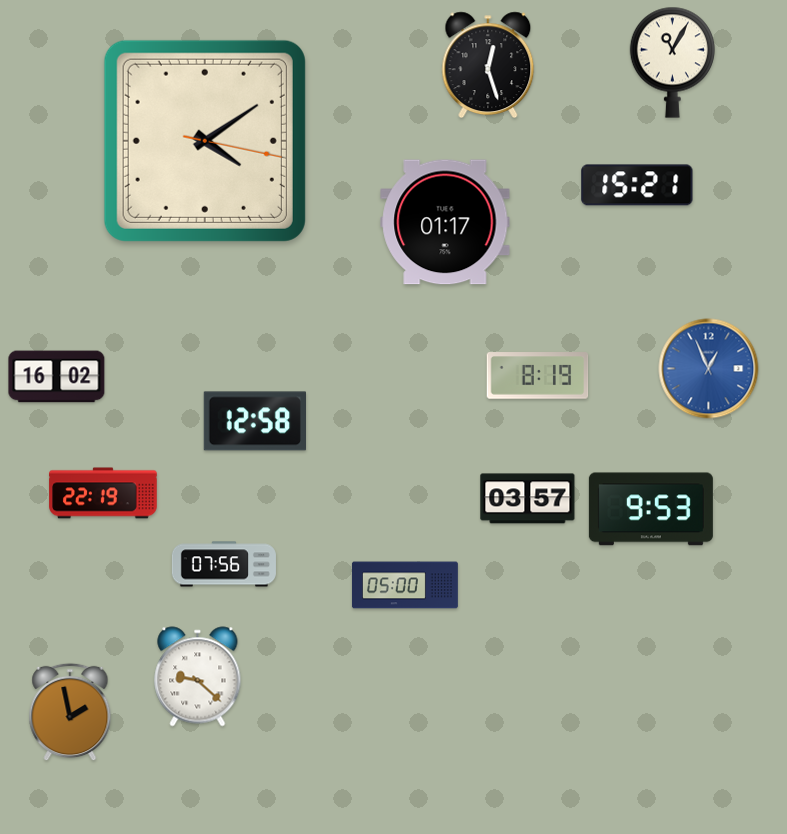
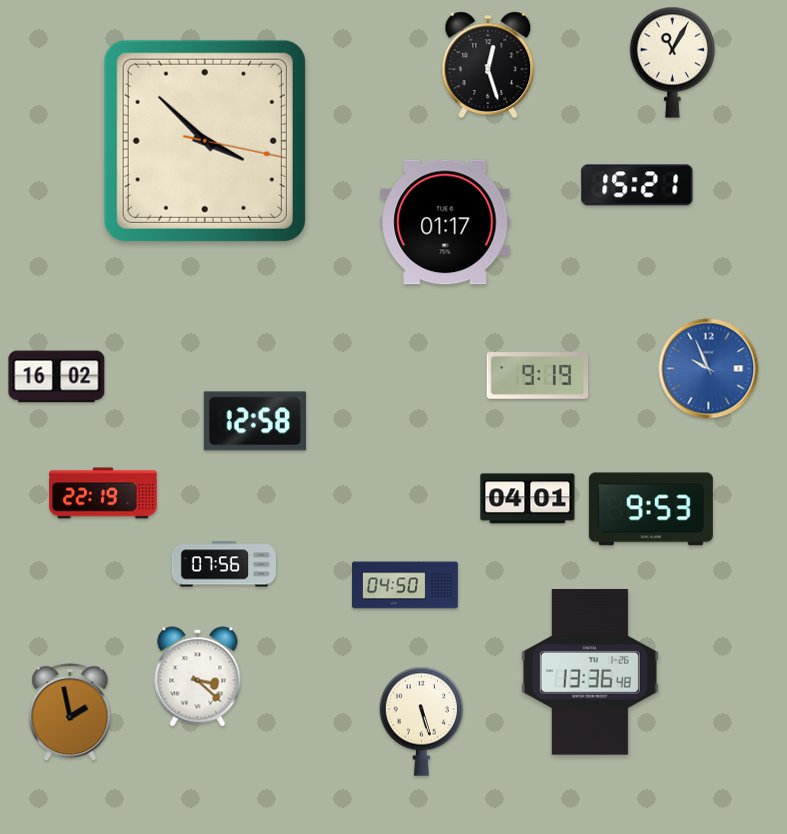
clock at (205, 141): 4:09 -> 3:52
clock at (709, 369): 12:56 -> 9:56
clock at (538, 376): 8:19 -> 9:19
clock at (528, 499): 03:57 -> 04:01
clock at (405, 585): 05:00 -> 04:50
clock at (590, 672): none -> 13:36
clock at (198, 677): 9:22 -> 3:22
clock at (422, 721): none -> 5:27
